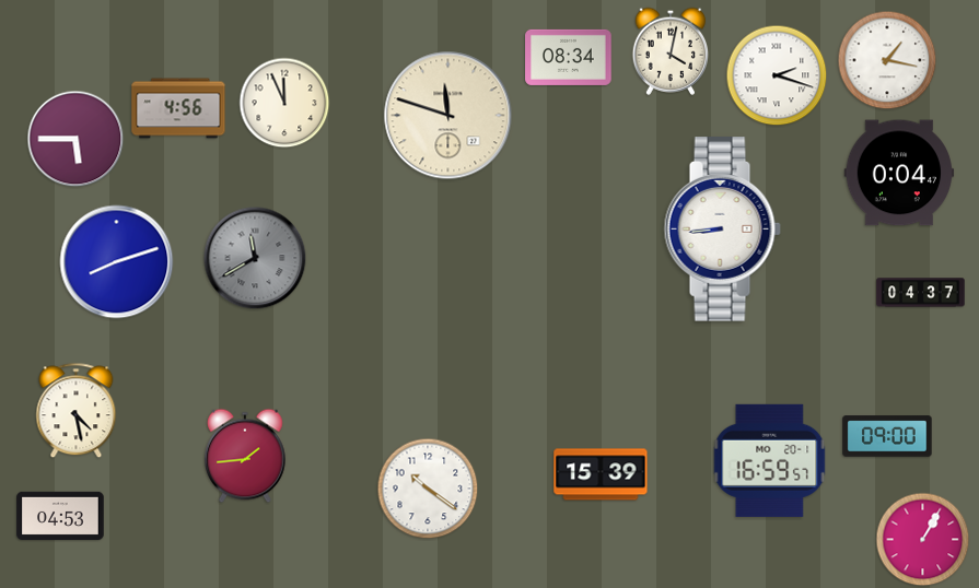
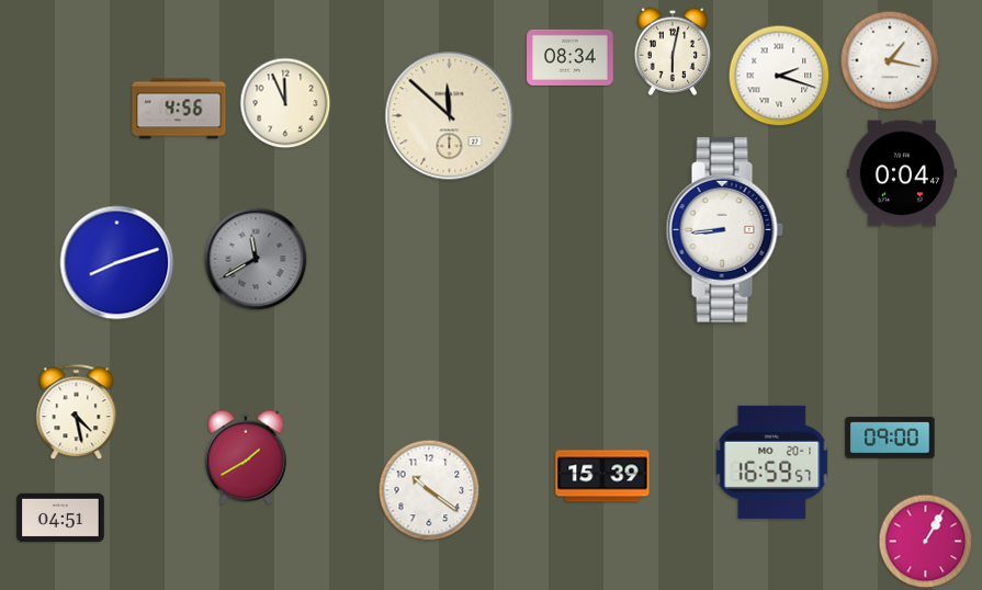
clock at (669, 51): 4:02 -> 6:02
clock at (448, 116): 11:48 -> 11:52
clock at (75, 139): 5:45 -> none
clock at (921, 293): 04:37 -> none
clock at (246, 456): 1:44 -> 1:40
clock at (60, 515): 04:53 -> 04:51
